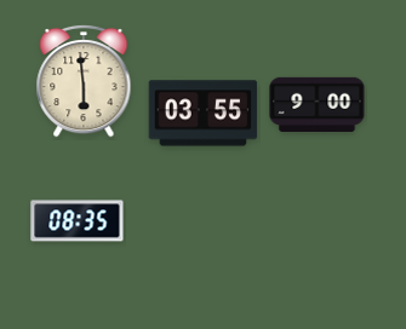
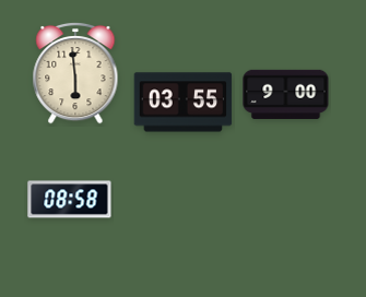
clock at (78, 221): 08:35 -> 08:58
